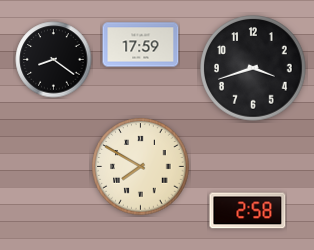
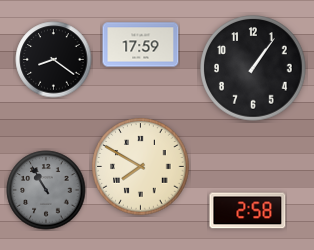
clock at (253, 68): 3:42 -> 1:06
clock at (46, 190): none -> 10:55
